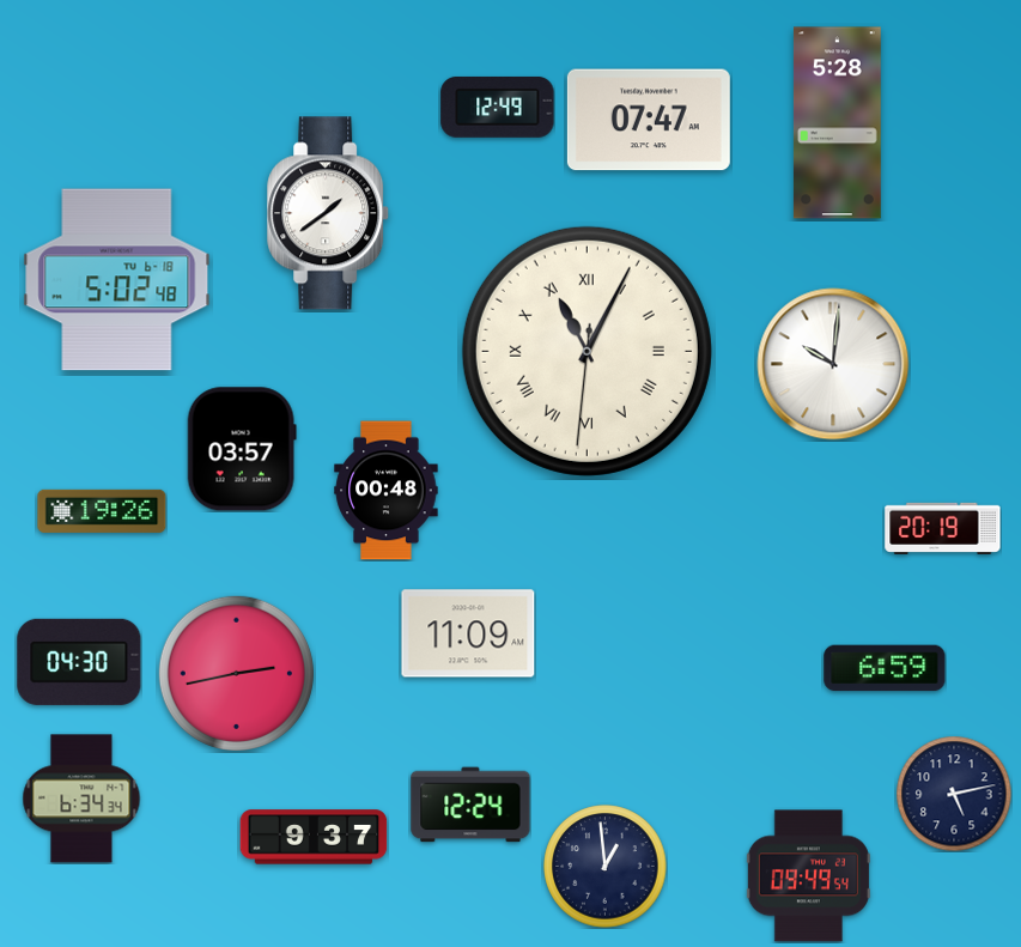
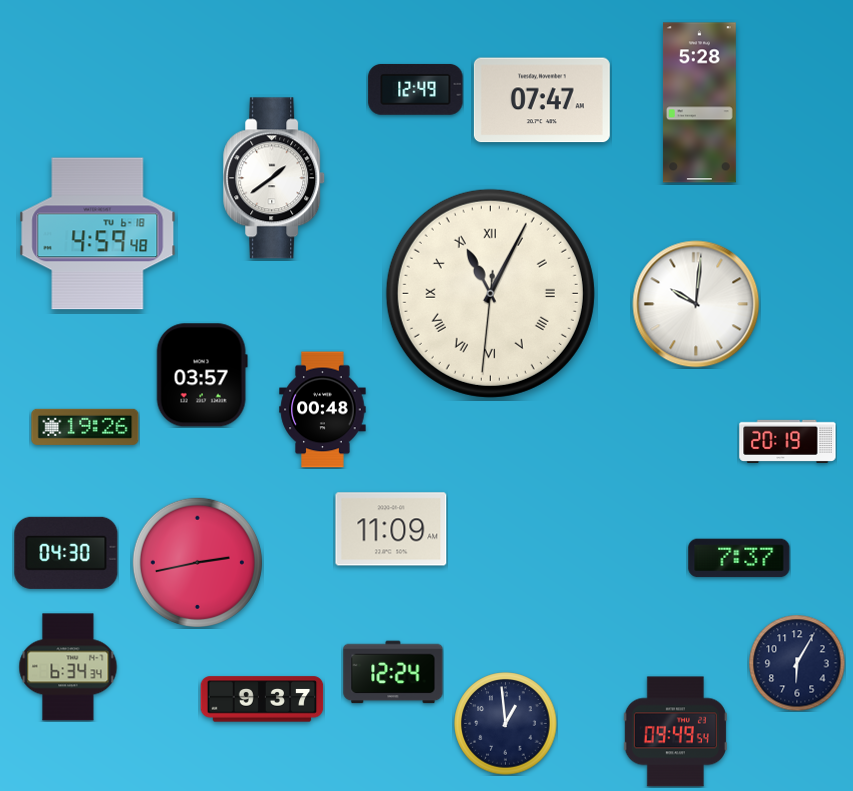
clock at (117, 280): 5:02 -> 4:59
clock at (885, 668): 6:59 -> 7:37
clock at (954, 794): 5:13 -> 6:05
